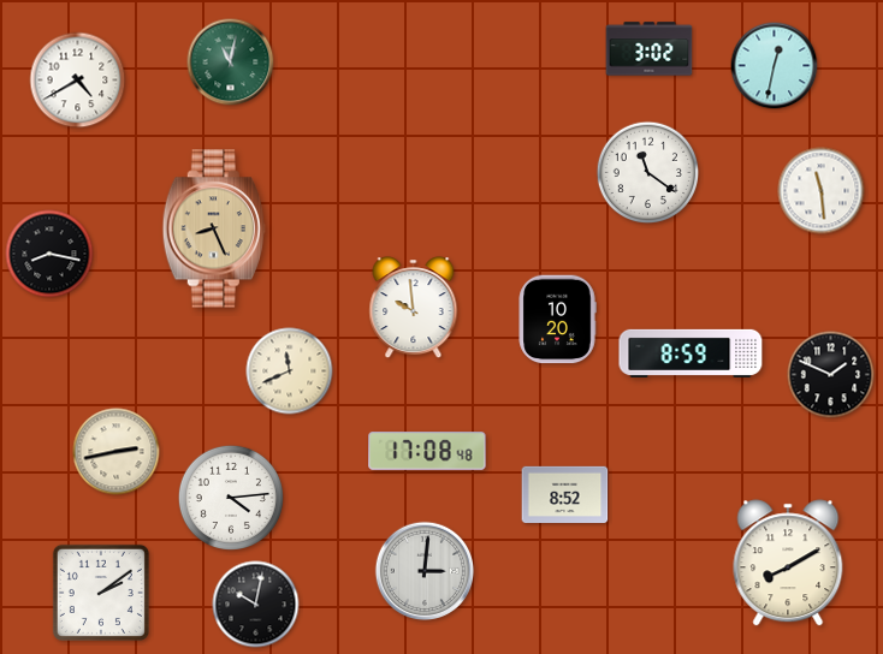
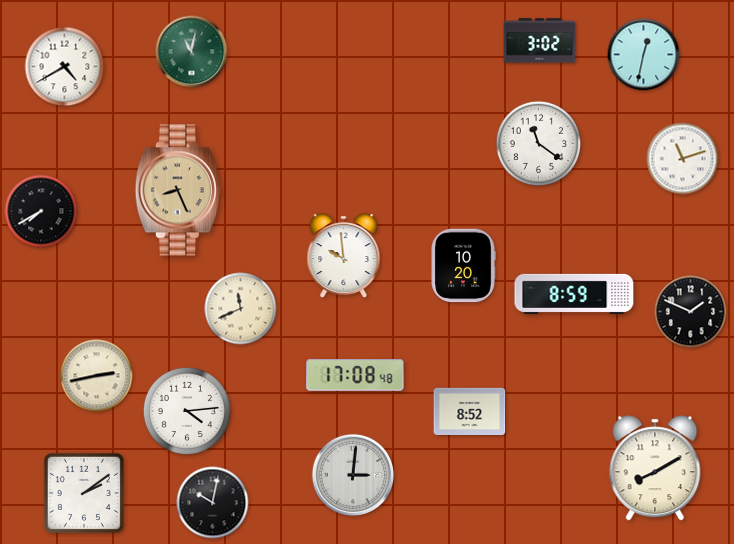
clock at (822, 191): 11:29 -> 11:12
clock at (49, 254): 8:17 -> 7:40
clock at (231, 498) position: (231, 498) -> (187, 411)
